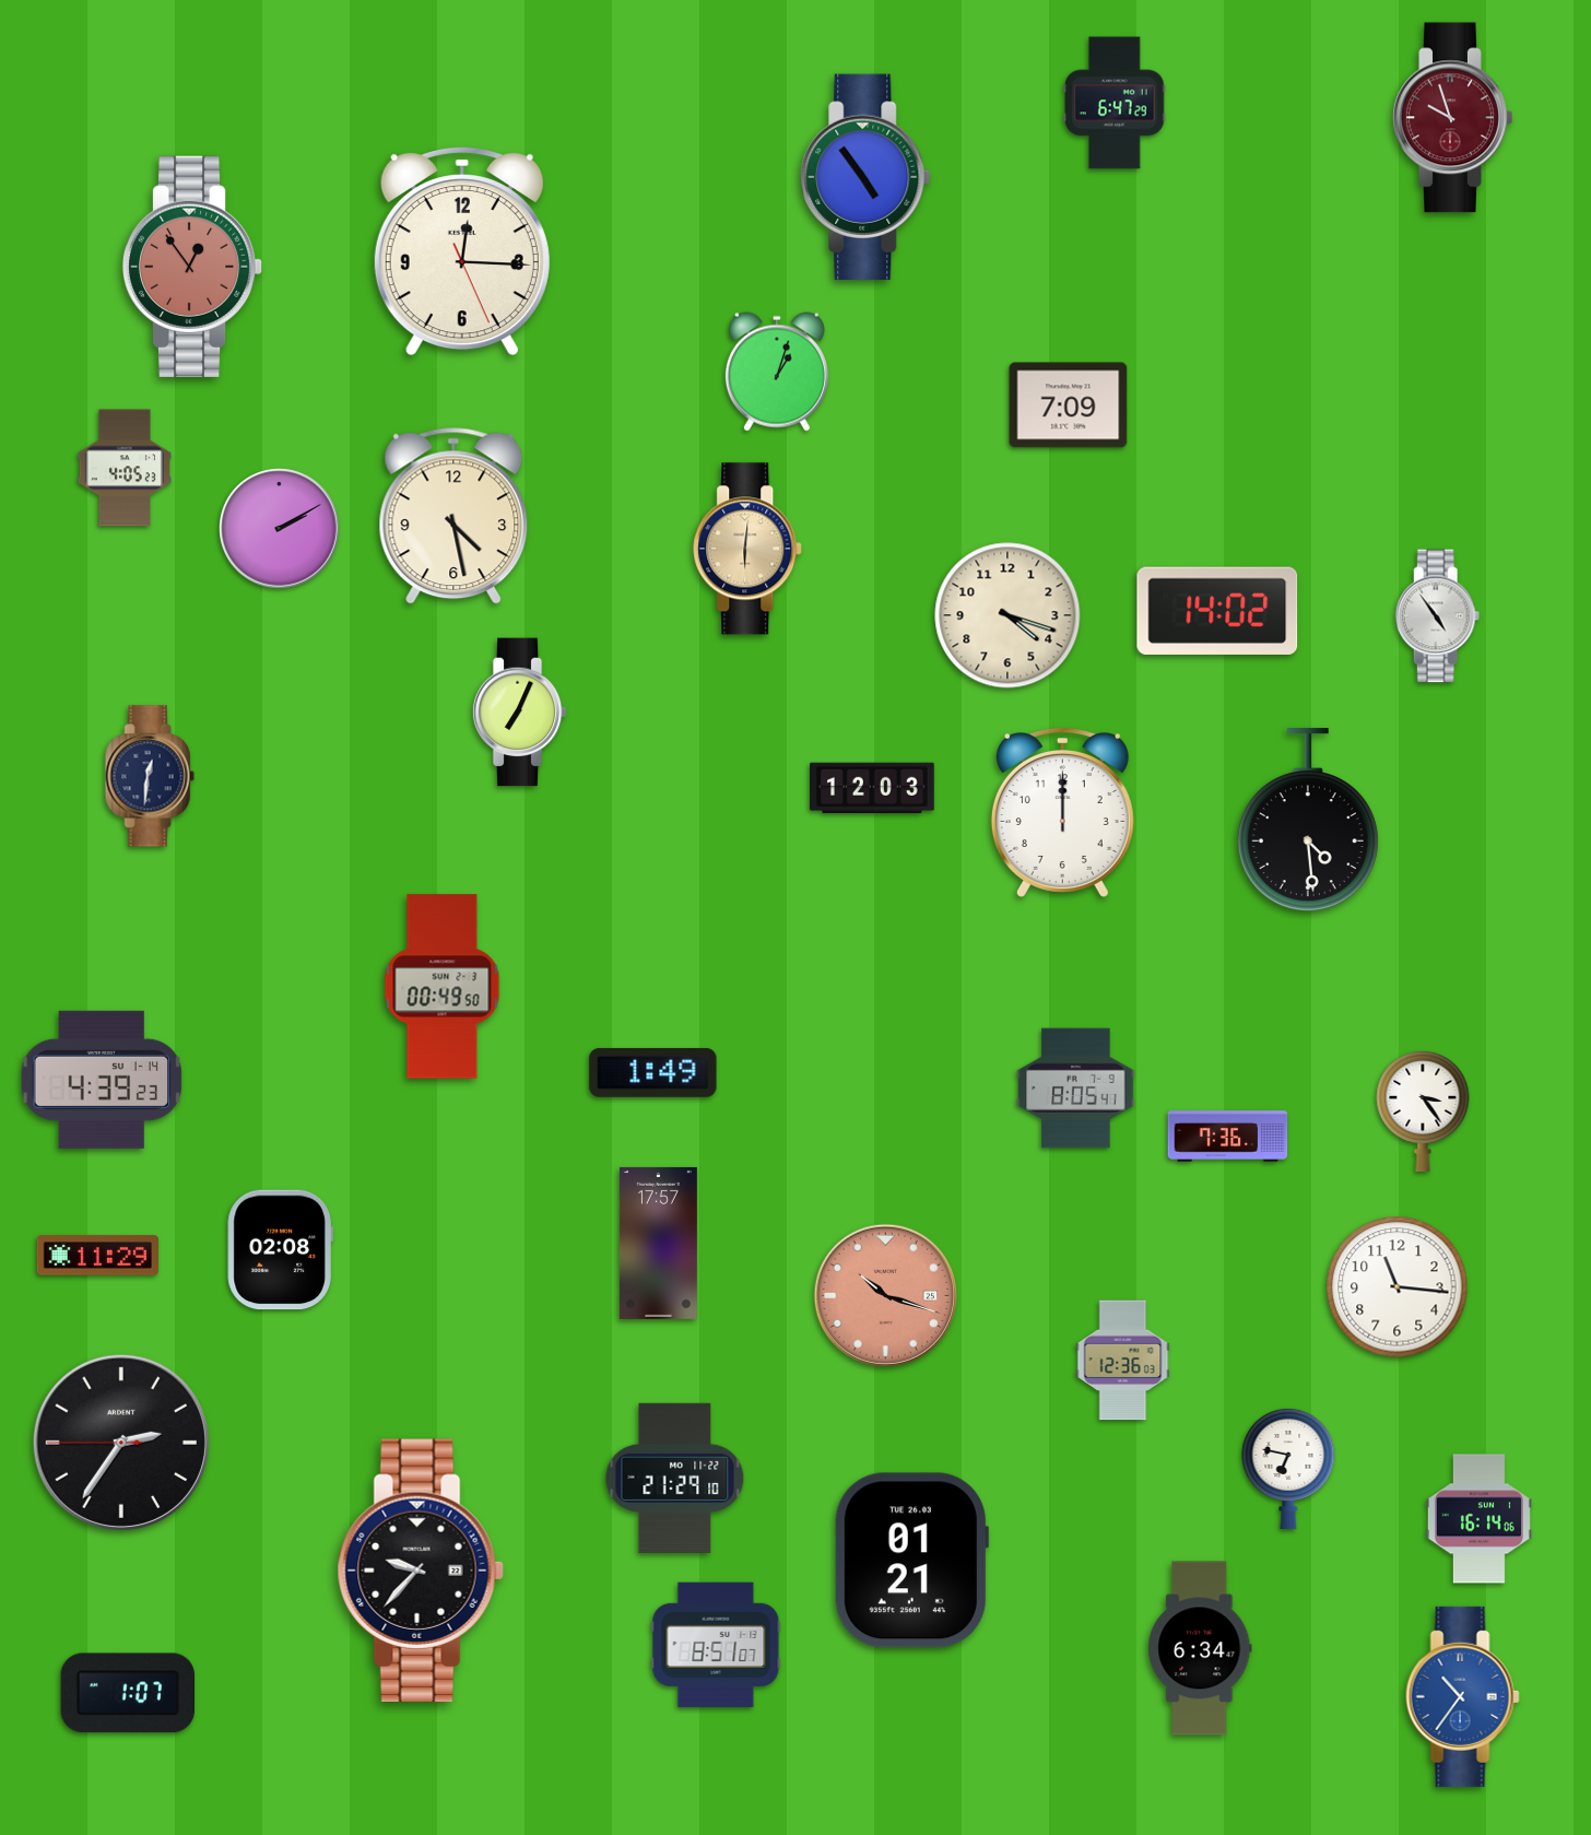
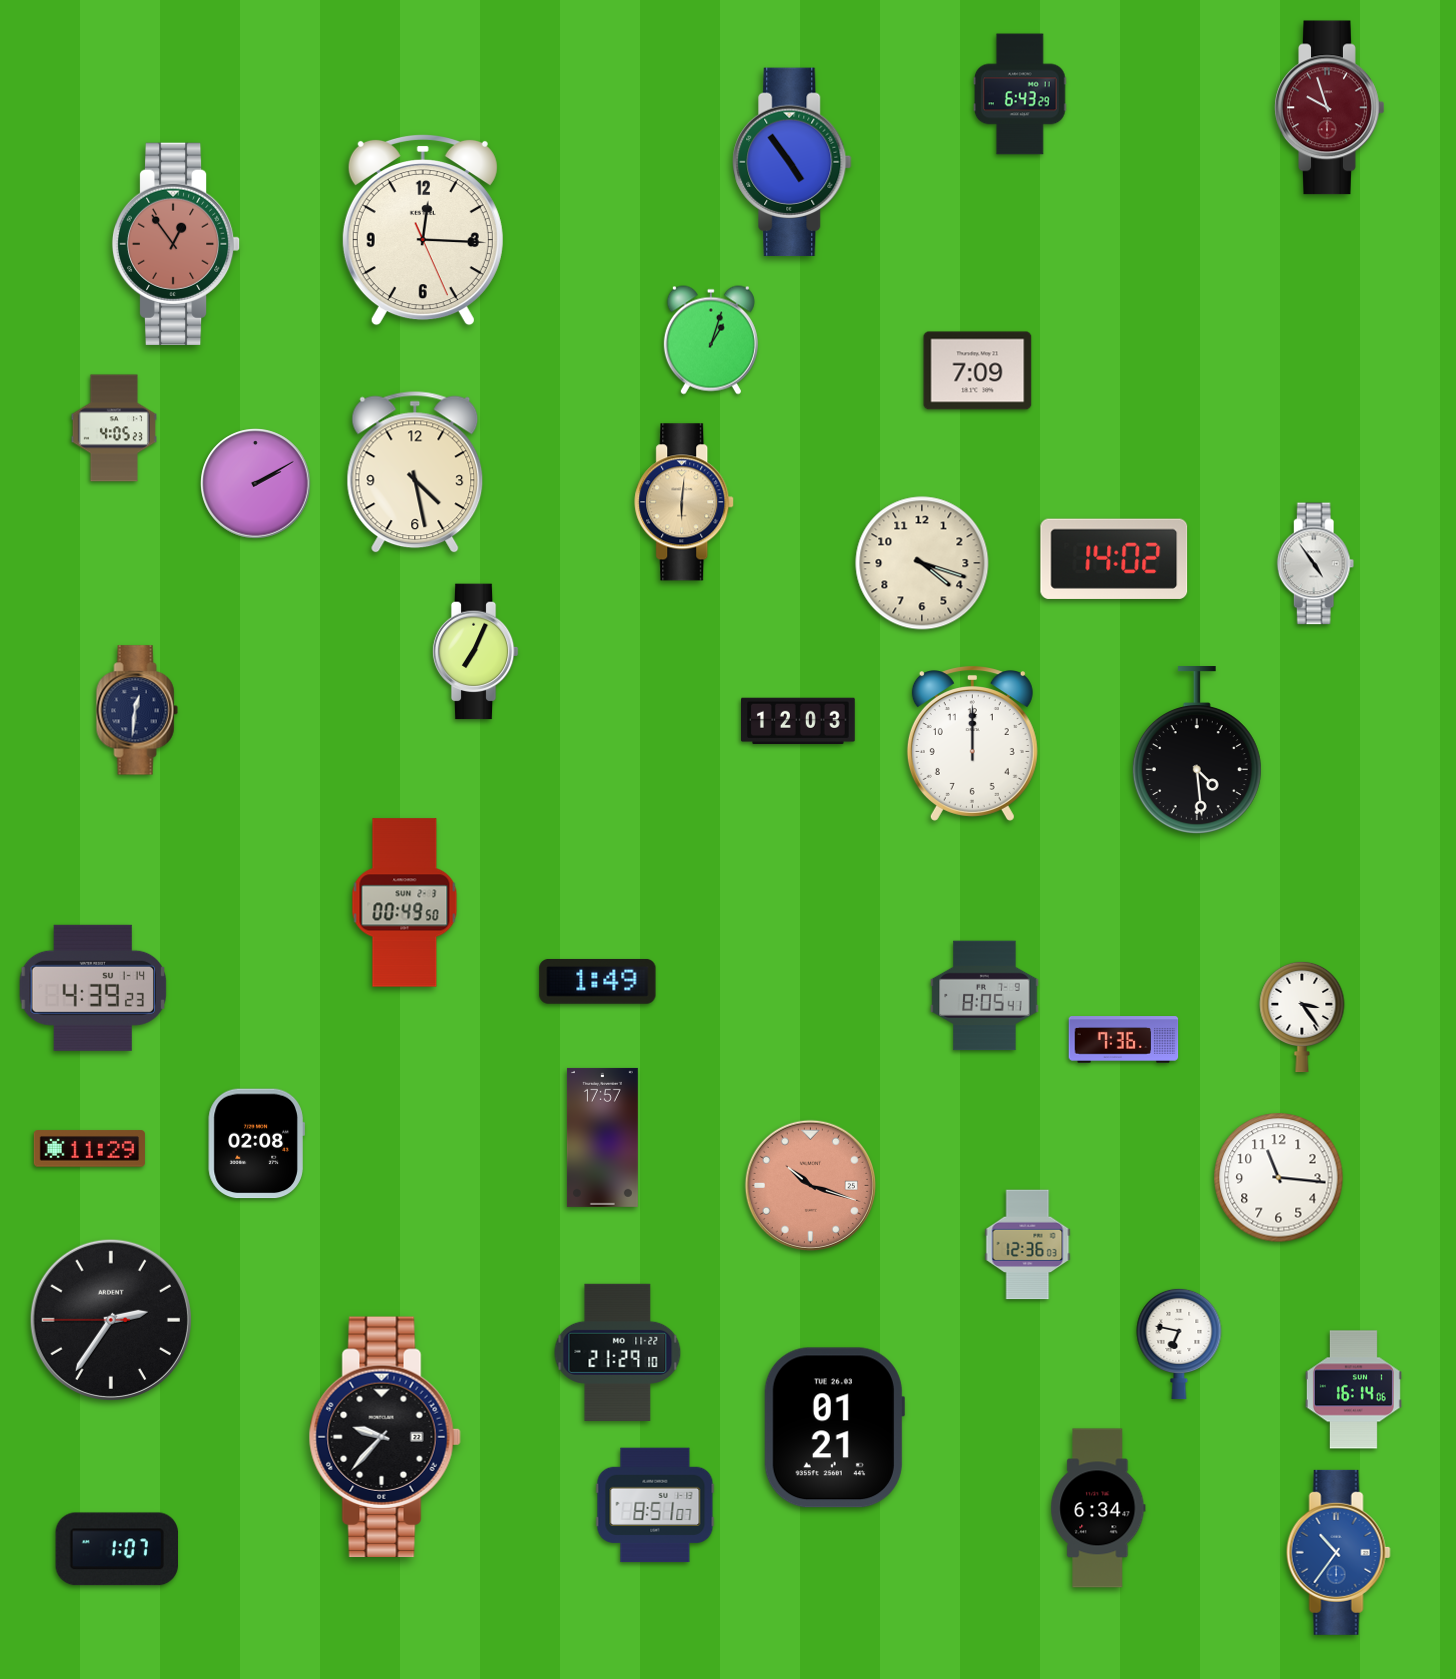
clock at (1115, 103): 6:47 -> 6:43
